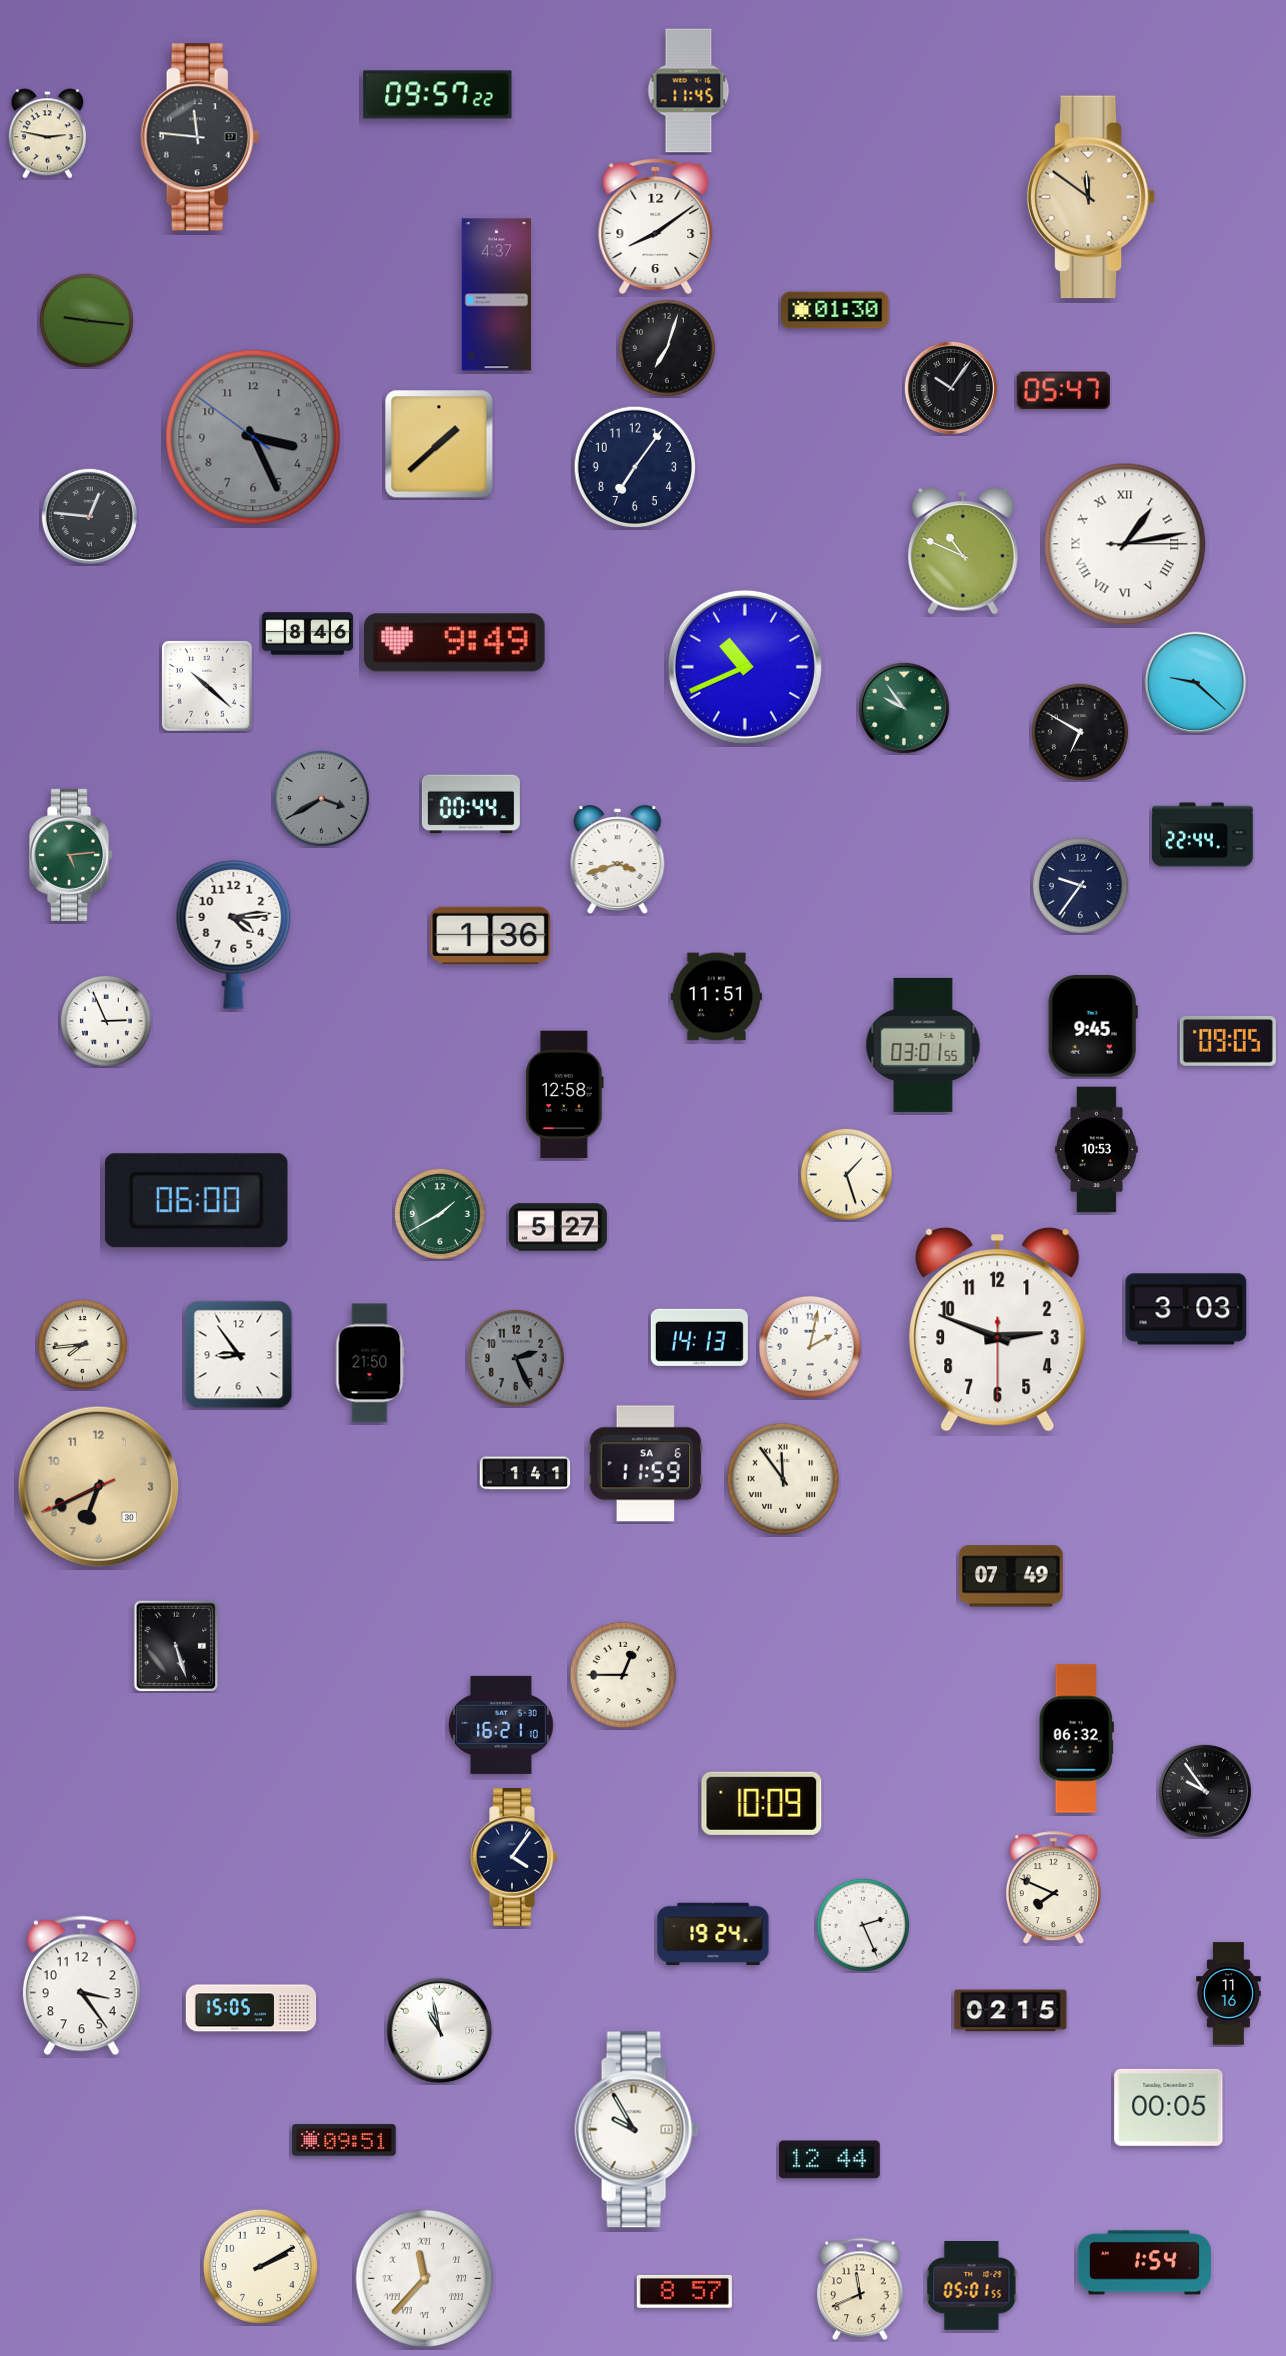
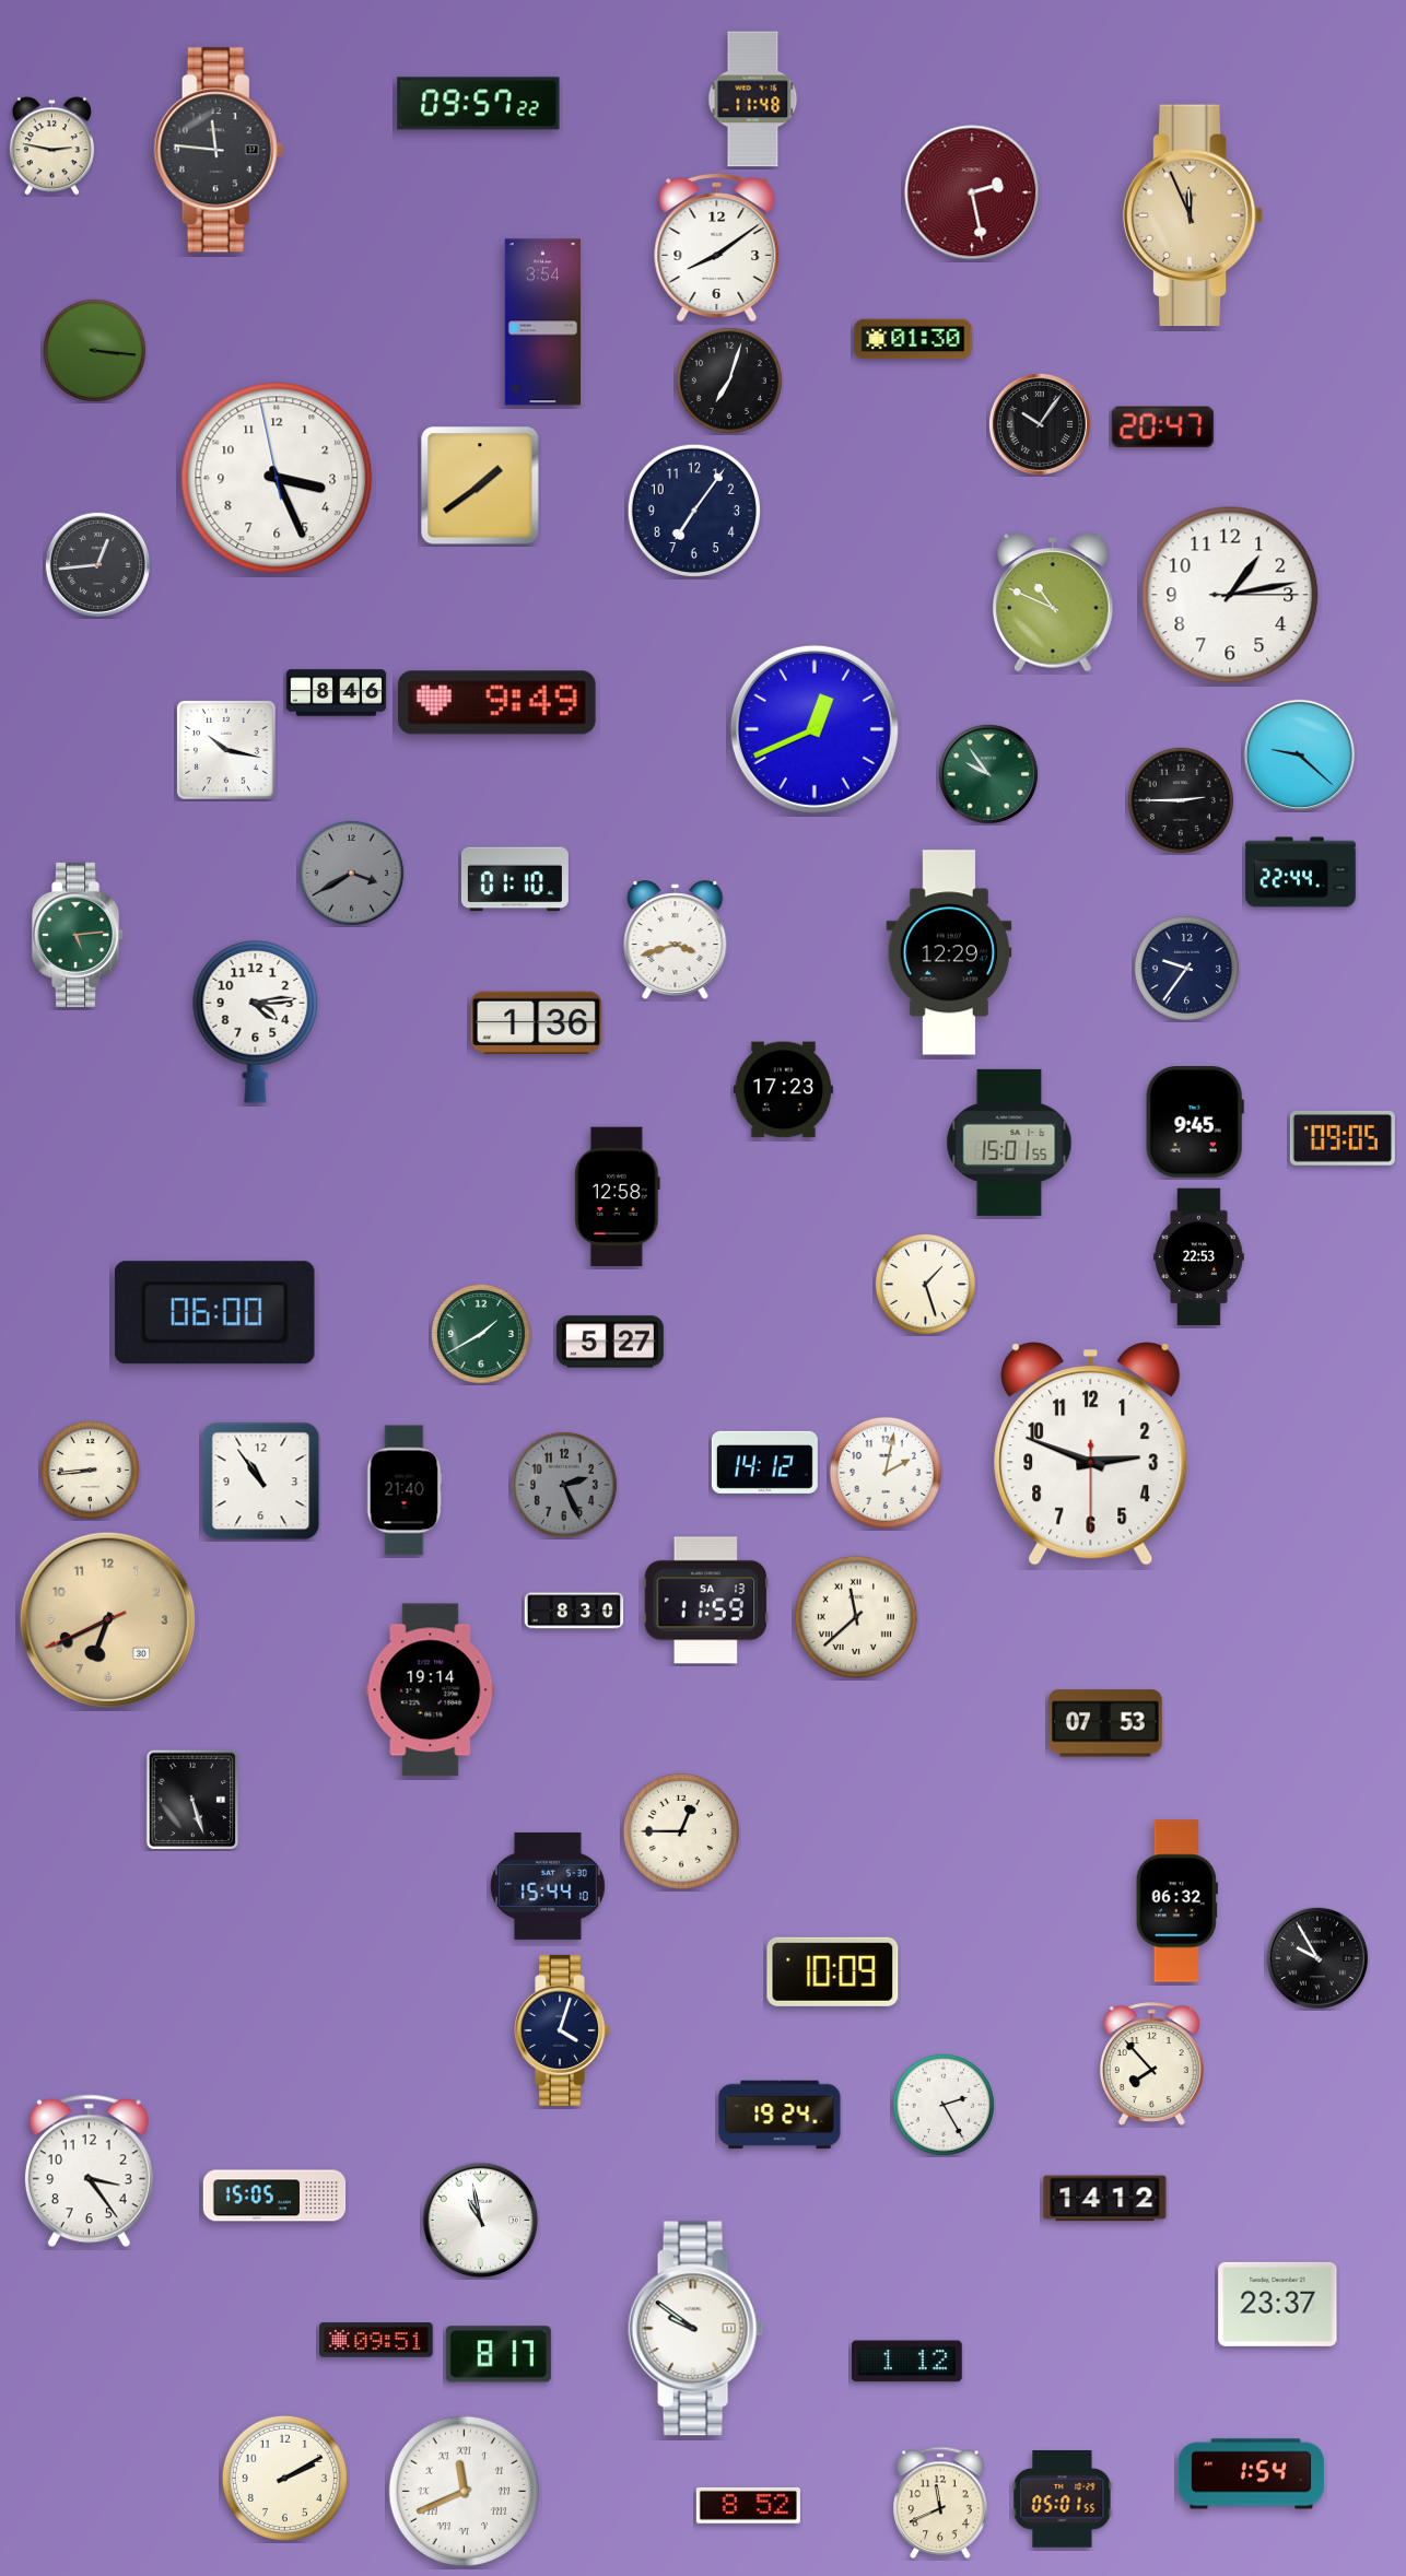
clock at (689, 91): 11:45 -> 11:48
clock at (972, 192): none -> 2:28
clock at (1091, 197): 11:51 -> 11:56
clock at (496, 295): 4:37 -> 3:54
clock at (86, 320): 9:16 -> 3:16
clock at (1063, 391): 05:47 -> 20:47
clock at (253, 437): 3:25:51 -> 3:25:58
clock at (253, 437) dial: grey -> white
clock at (439, 444): 1:38 -> 1:39
clock at (89, 516): 12:46 -> 12:44
clock at (1125, 544) numerals: Roman -> Arabic
clock at (745, 667): 10:41 -> 12:41
clock at (1196, 683) position: (1196, 683) -> (1300, 756)
clock at (207, 686): 10:22 -> 10:17
clock at (1080, 732): 6:50 -> 2:45
clock at (471, 804): 00:44 -> 01:10
clock at (1203, 835) position: (1203, 835) -> (1301, 873)
clock at (949, 952): none -> 12:29
clock at (1080, 885) position: (1080, 885) -> (1186, 968)
clock at (717, 997): 11:51 -> 17:23
clock at (106, 1021): 2:56 -> none
clock at (923, 1045): 03:01 -> 15:01
clock at (1097, 1150): 10:53 -> 22:53
clock at (440, 1214) position: (440, 1214) -> (481, 1334)
clock at (1186, 1309): 3:03 -> none
clock at (699, 1337): 14:13 -> 14:12
clock at (82, 1344): 7:44 -> 8:44
clock at (239, 1355): 8:54 -> 10:54
clock at (370, 1363): 21:50 -> 21:40
clock at (646, 1464) date: SA 6 -> SA 13
clock at (525, 1473): 1:41 -> 8:30
clock at (783, 1479): 11:54 -> 11:38
clock at (98, 1486) position: (98, 1486) -> (107, 1619)
clock at (431, 1690): none -> 19:14
clock at (1011, 1576): 07:49 -> 07:53
clock at (501, 1725): 16:21 -> 15:44
clock at (1205, 1791): 9:54 -> 9:55
clock at (514, 1857): 4:06 -> 4:03
clock at (1053, 1887): 7:49 -> 7:53
clock at (863, 1925): 2:26 -> 2:25
clock at (1229, 1994): 11:16 -> none
clock at (1011, 2011): 02:15 -> 14:12
clock at (1169, 2107): 00:05 -> 23:37
clock at (637, 2130): 9:55 -> 9:51
clock at (499, 2354): none -> 8:17
clock at (829, 2160): 12:44 -> 1:12
clock at (425, 2279): 11:37 -> 11:41
clock at (684, 2291): 8:57 -> 8:52
